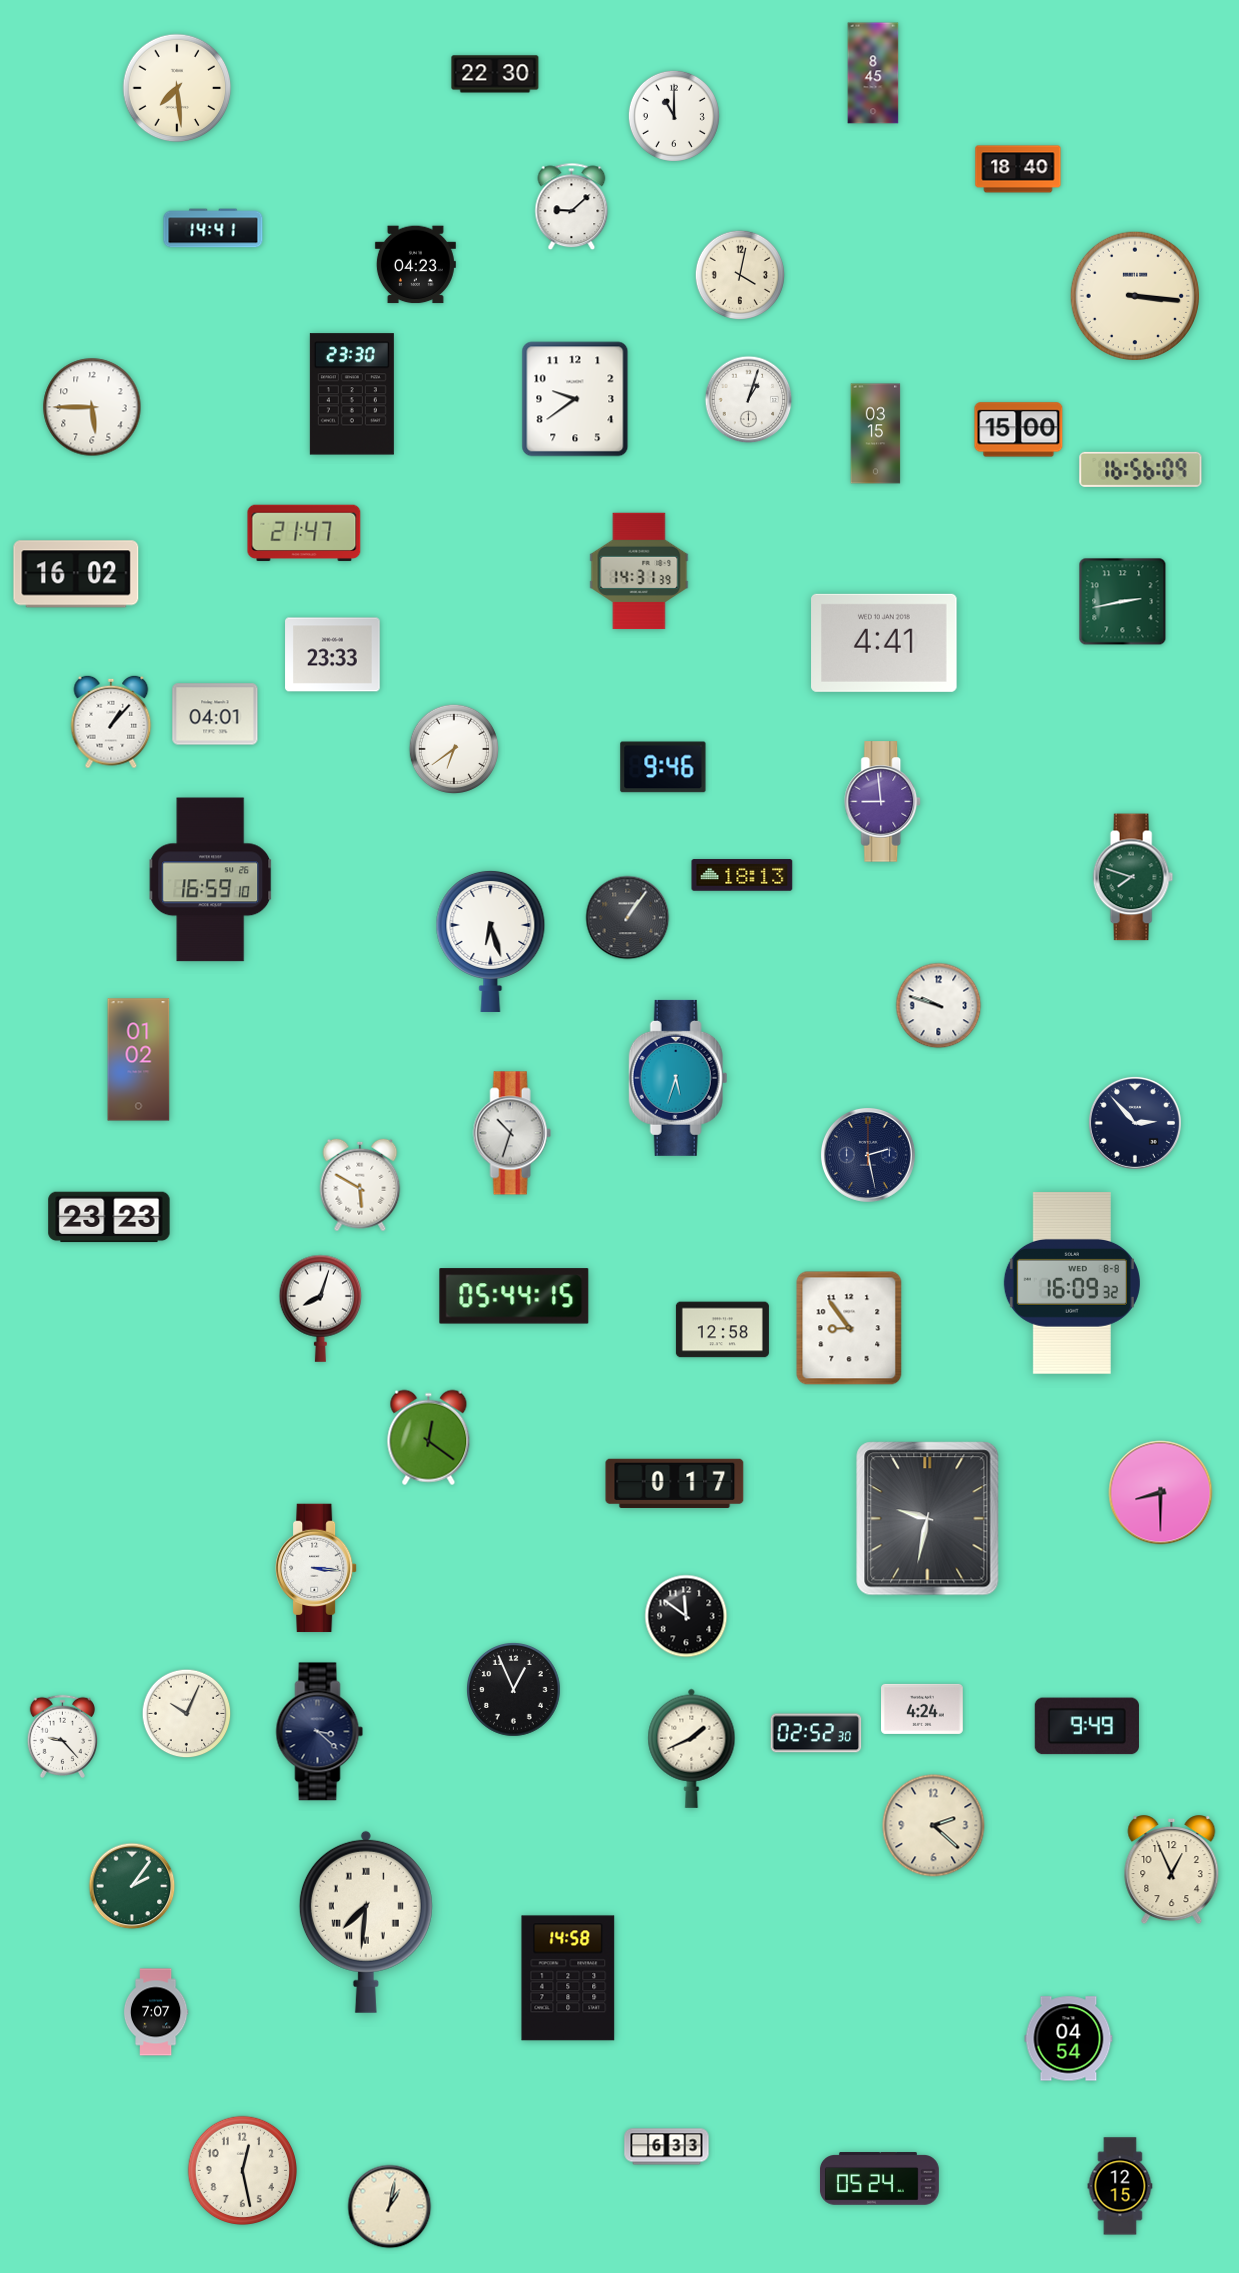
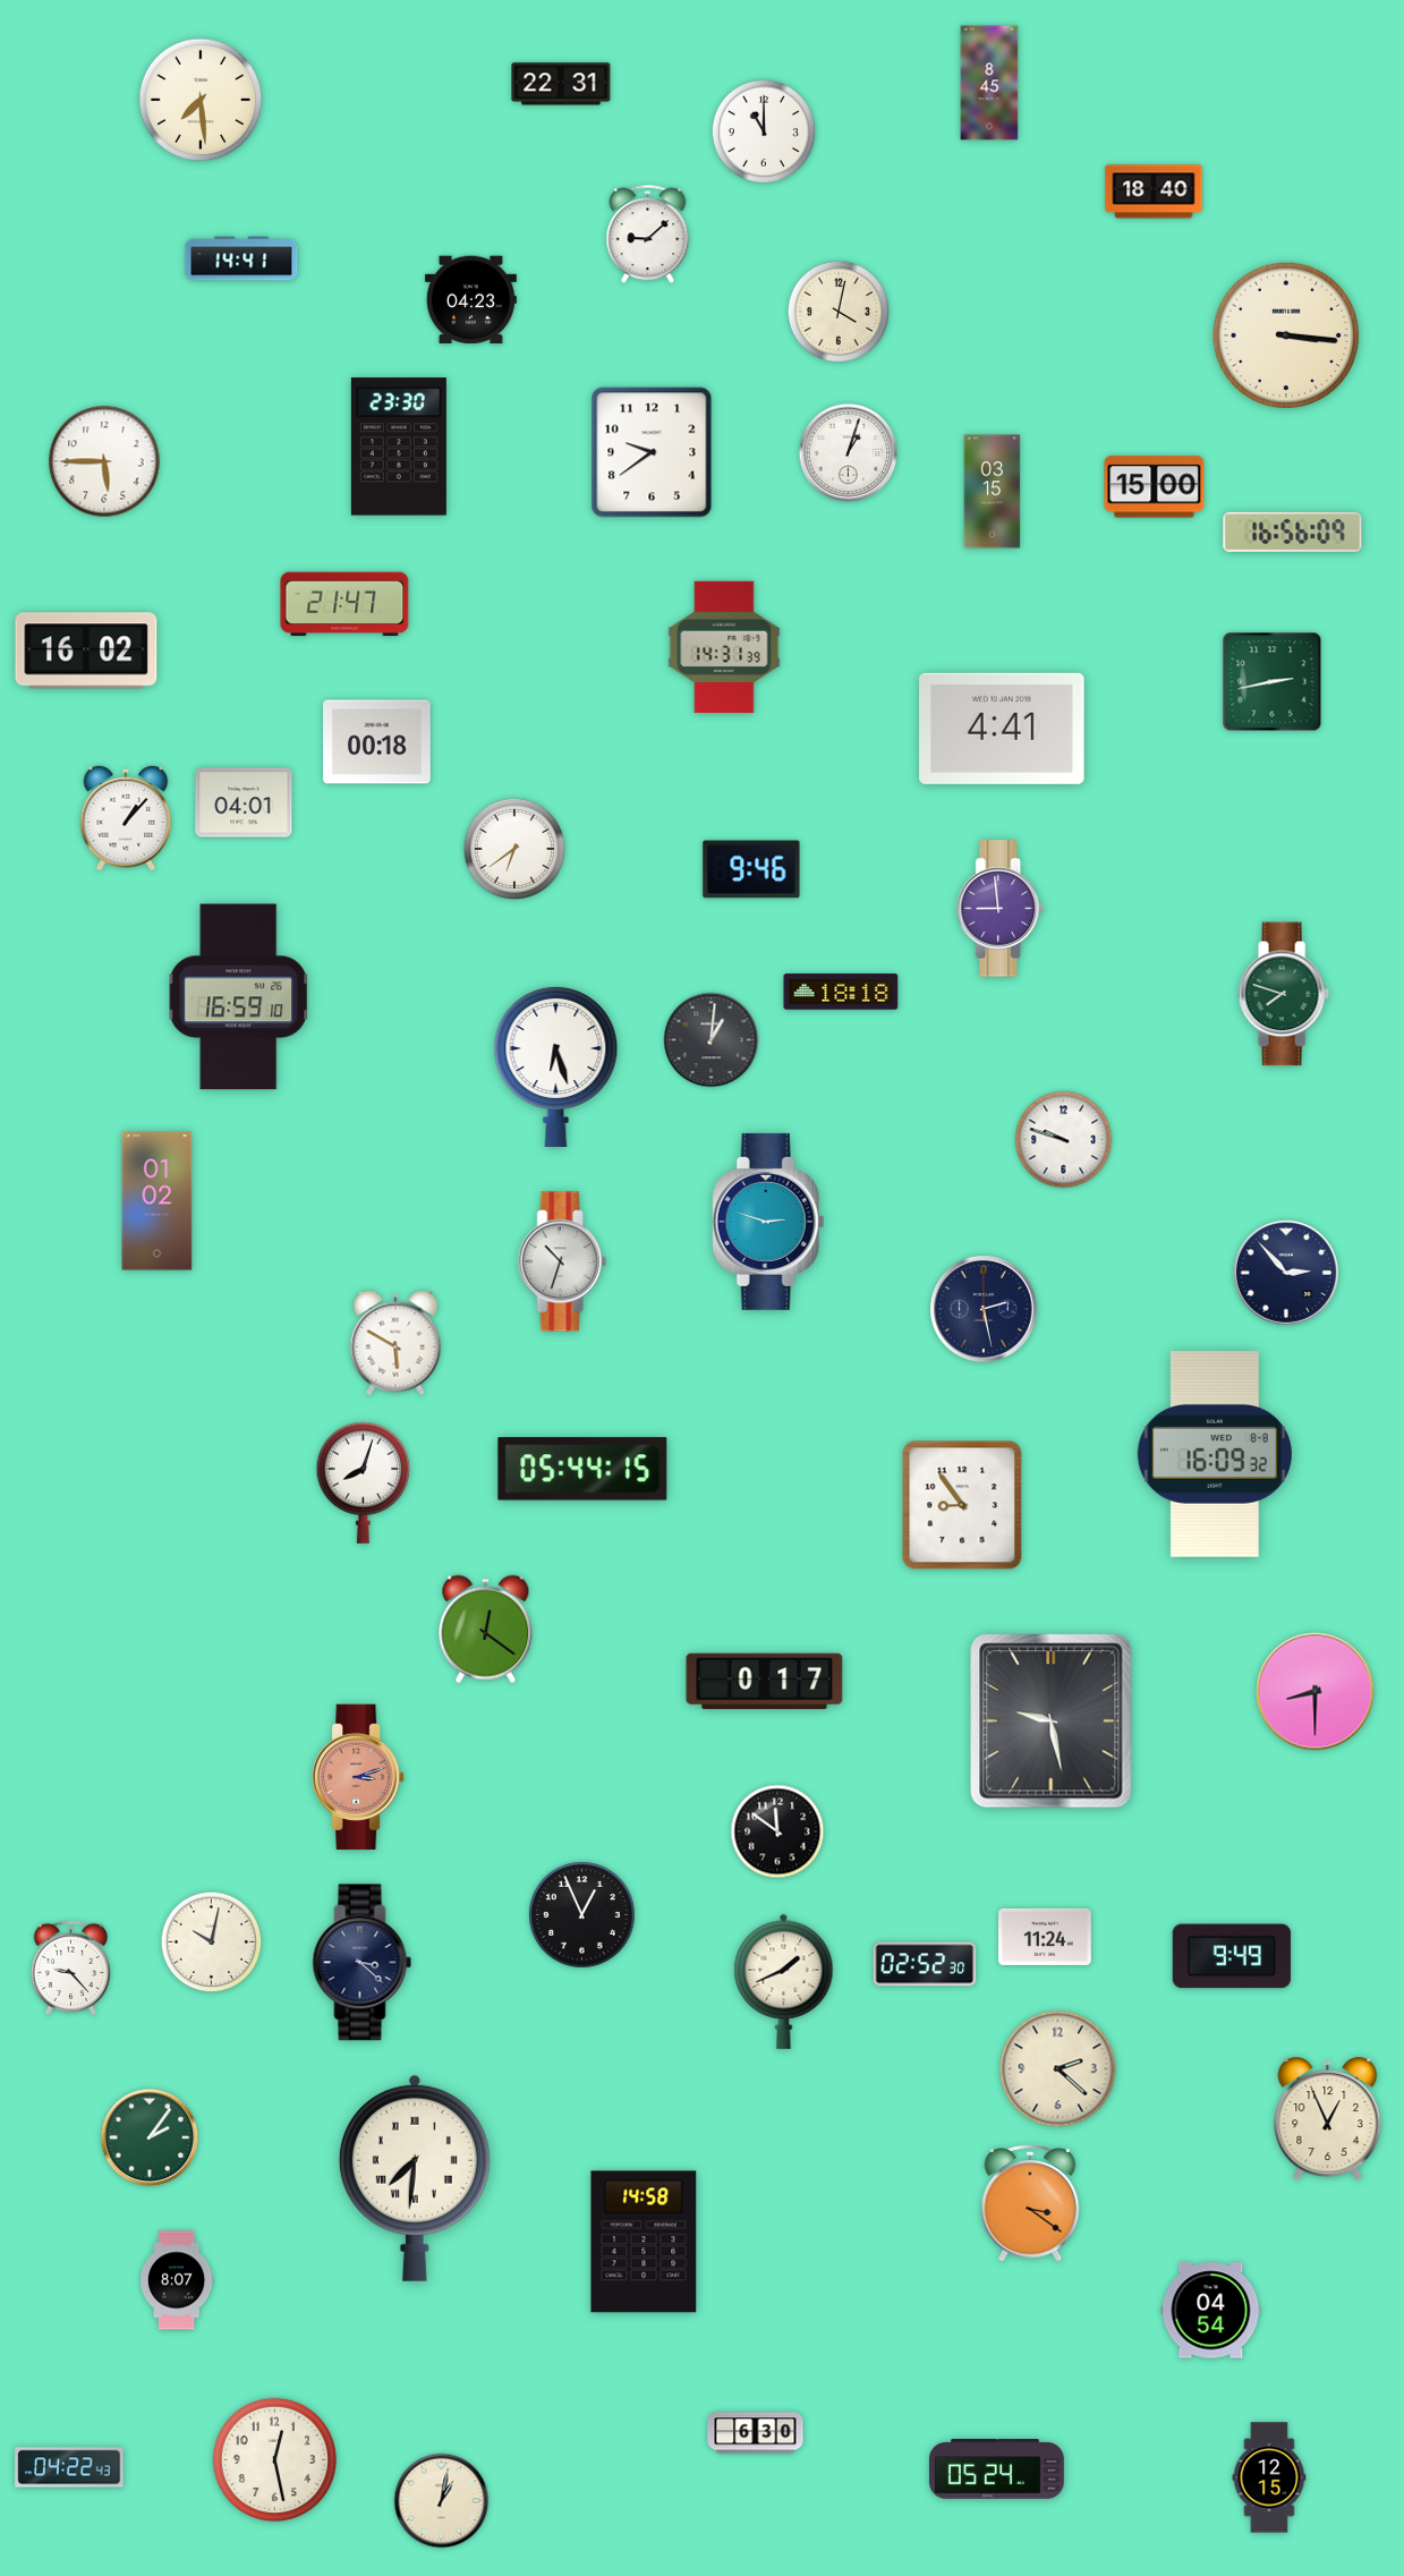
clock at (495, 74): 22:30 -> 22:31
clock at (333, 655): 23:33 -> 00:18
clock at (215, 714) position: (215, 714) -> (244, 802)
clock at (742, 875): 18:13 -> 18:18
clock at (628, 918): 1:06 -> 1:01
clock at (678, 1078): 5:33 -> 2:48
clock at (512, 1133) position: (512, 1133) -> (562, 1261)
clock at (360, 1185) position: (360, 1185) -> (395, 1343)
clock at (109, 1217): 23:23 -> none
clock at (722, 1330): 12:58 -> none
clock at (928, 1519): 9:32 -> 9:28
clock at (316, 1568): 3:16 -> 3:12
clock at (316, 1568) dial: white -> salmon
clock at (923, 1709): 4:24 -> 11:24
clock at (187, 1714): 10:04 -> 10:02
clock at (1030, 2204): none -> 3:21
clock at (156, 2012): 7:07 -> 8:07
clock at (667, 2147): 6:33 -> 6:30
clock at (69, 2467): none -> 04:22
